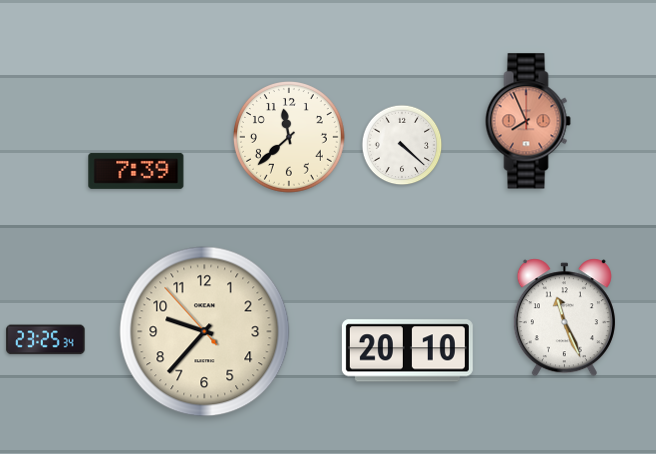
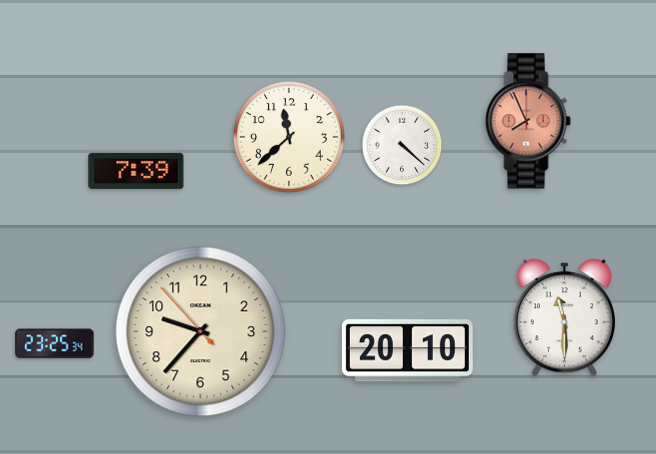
clock at (564, 318): 11:26 -> 11:30
clock at (205, 332) position: (205, 332) -> (201, 332)
clock at (46, 340) position: (46, 340) -> (55, 344)
